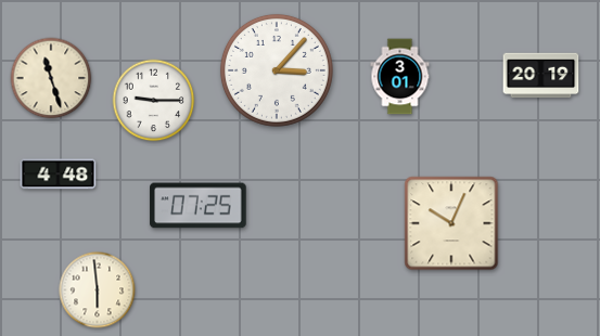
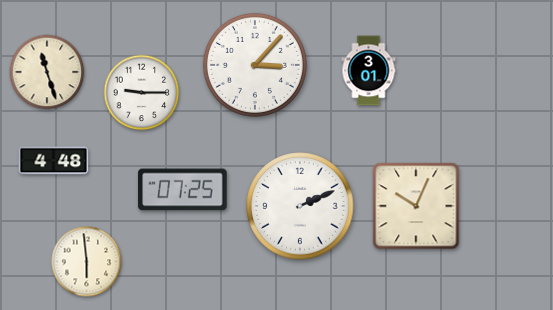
clock at (541, 76): 20:19 -> none
clock at (300, 206): none -> 2:11
clock at (98, 290) position: (98, 290) -> (87, 262)
